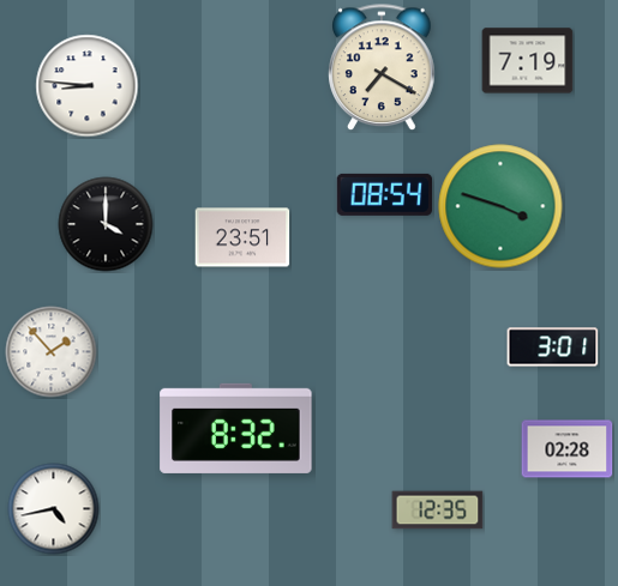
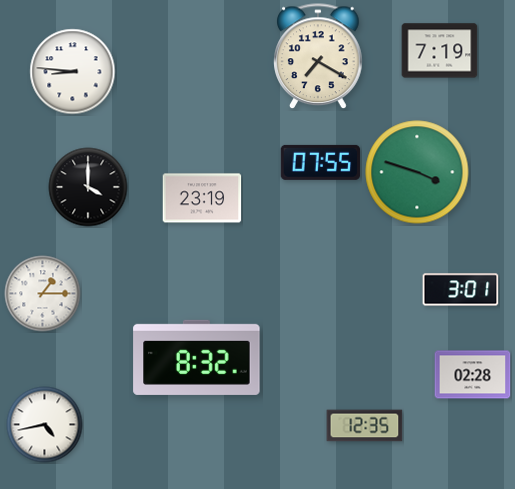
clock at (385, 194): 08:54 -> 07:55
clock at (242, 237): 23:51 -> 23:19
clock at (52, 352): 1:53 -> 1:15
